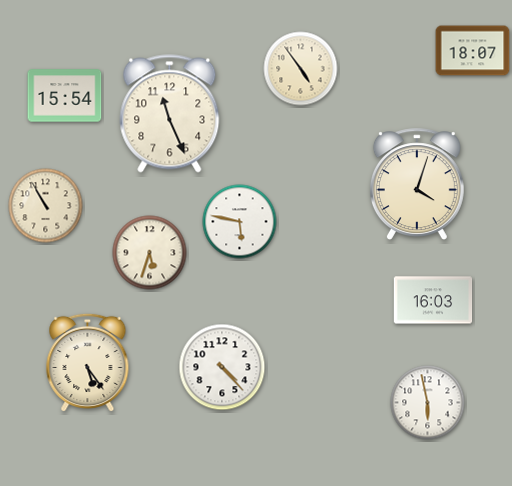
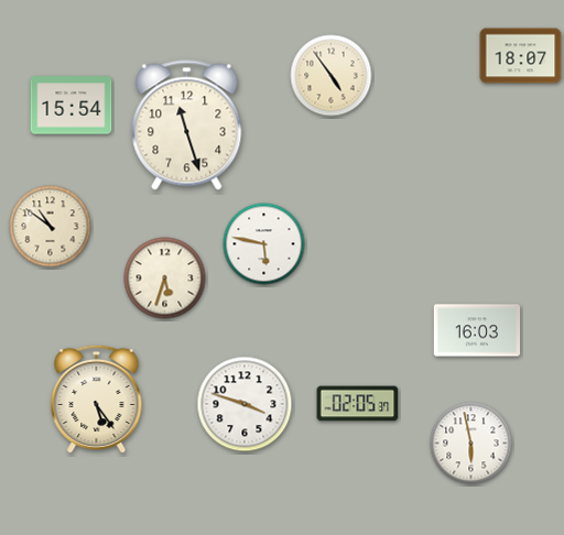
clock at (170, 114): 11:26 -> 11:27
clock at (417, 184): 4:03 -> none
clock at (46, 206): 10:55 -> 10:51
clock at (222, 367): 4:23 -> 3:48
clock at (358, 404): none -> 02:05
